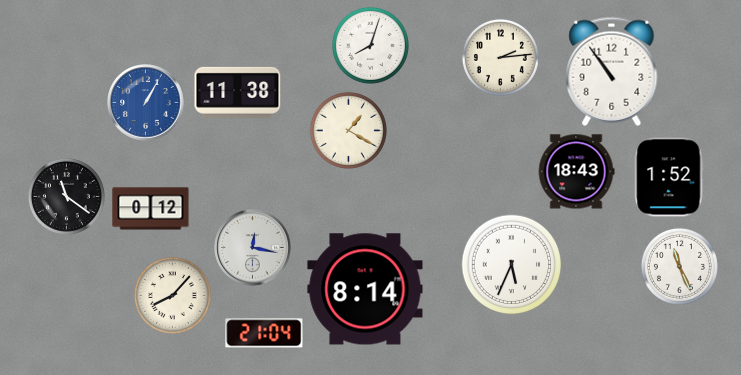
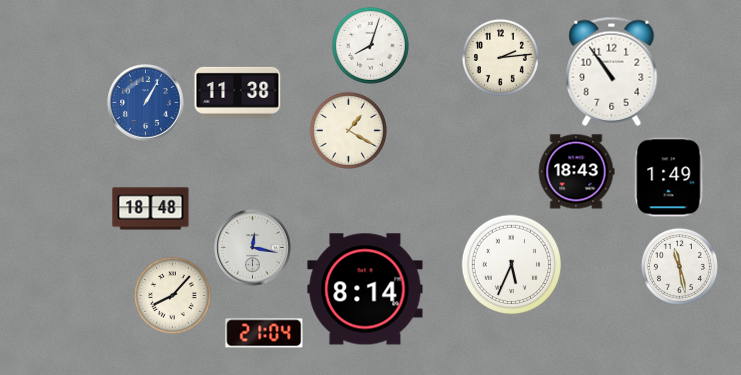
clock at (669, 177): 1:52 -> 1:49
clock at (66, 196): 11:21 -> none
clock at (151, 209): 0:12 -> 18:48
clock at (679, 266): 11:26 -> 11:28
